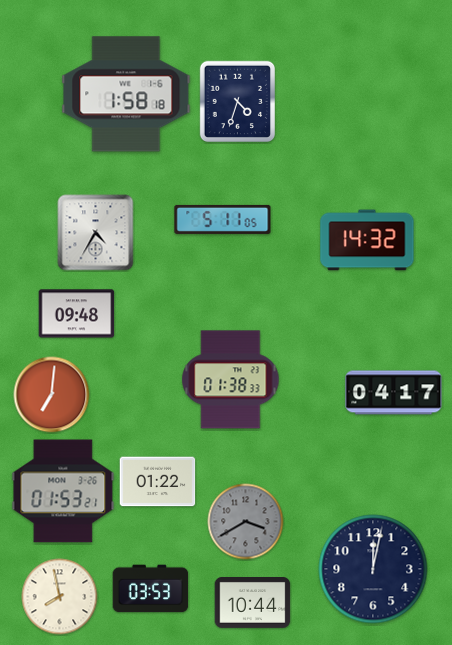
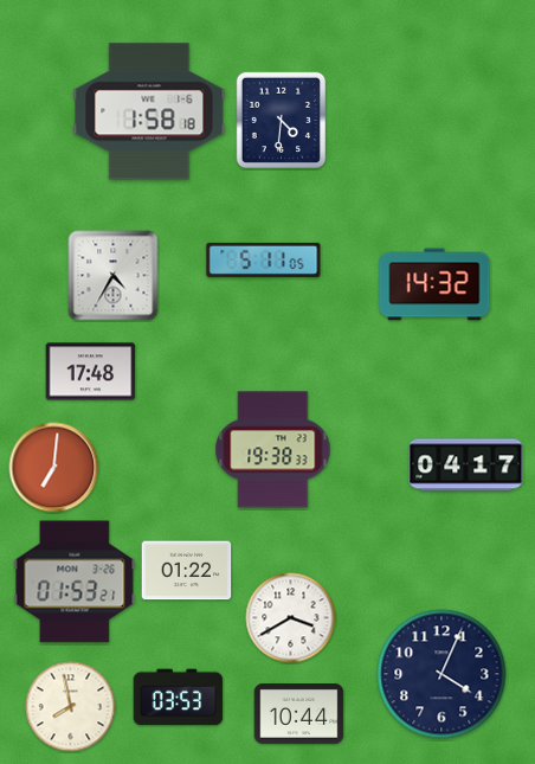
clock at (237, 101): 4:33 -> 4:31
clock at (77, 314): 09:48 -> 17:48
clock at (231, 380): 01:38 -> 19:38
clock at (52, 395) position: (52, 395) -> (54, 468)
clock at (246, 522) dial: grey -> white
clock at (373, 569): 12:02 -> 4:04
